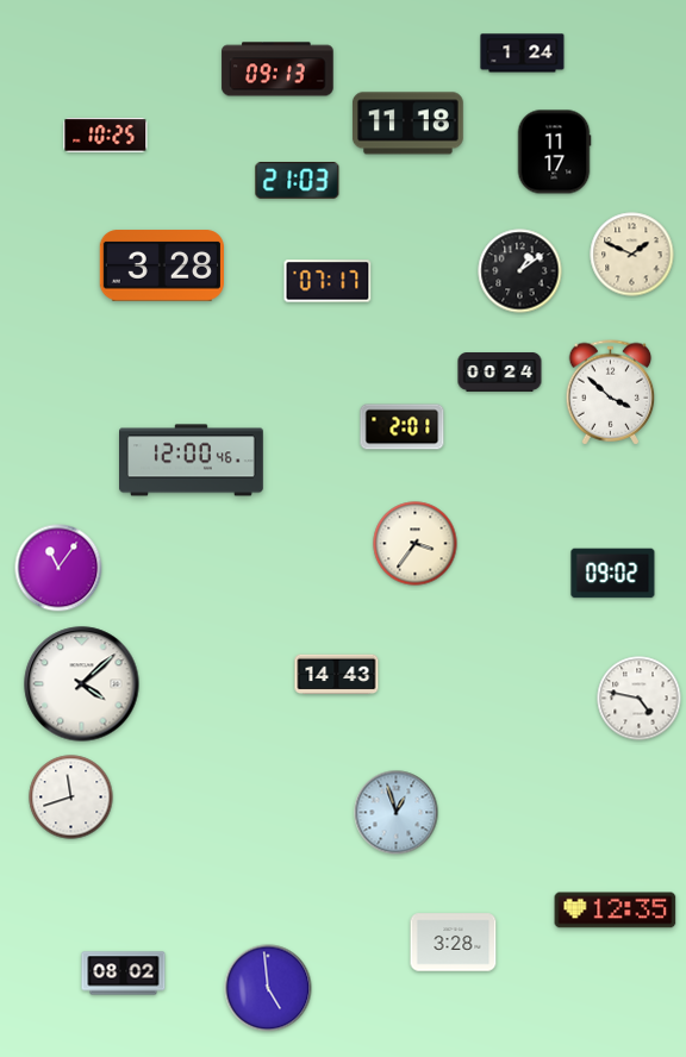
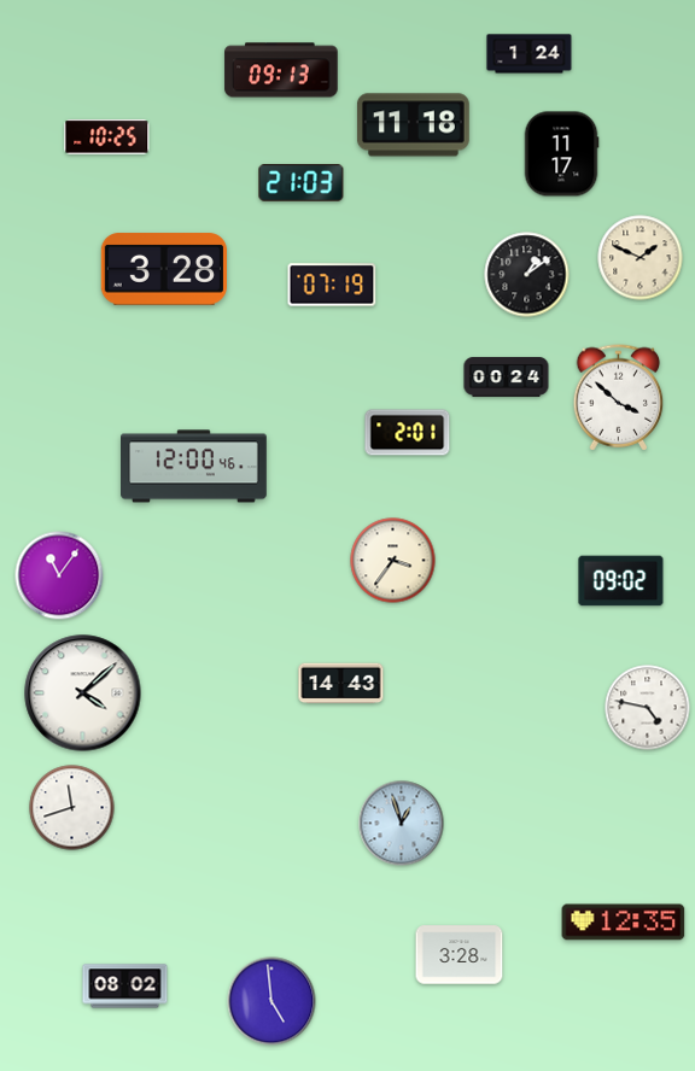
clock at (328, 281): 07:17 -> 07:19
clock at (416, 544) position: (416, 544) -> (393, 561)
